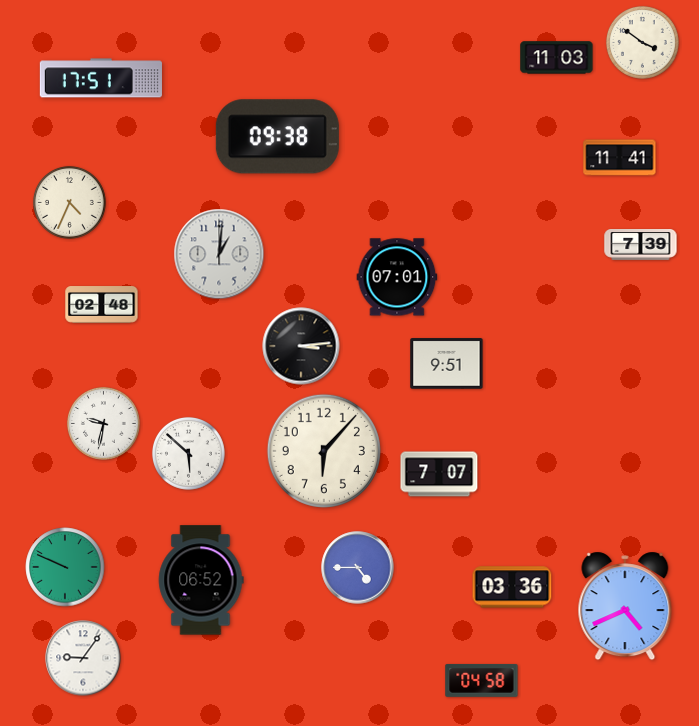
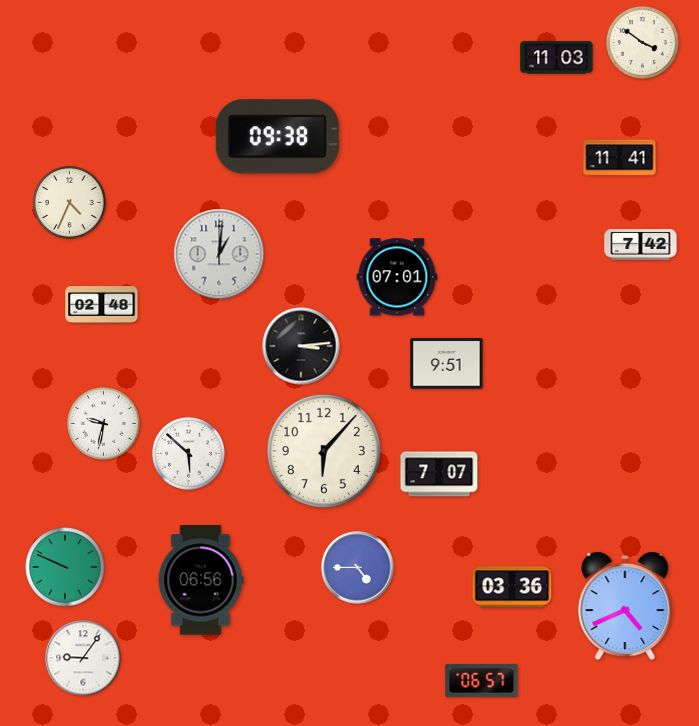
clock at (101, 78): 17:51 -> none
clock at (641, 245): 7:39 -> 7:42
clock at (201, 580): 06:52 -> 06:56
clock at (482, 680): 04:58 -> 06:57
